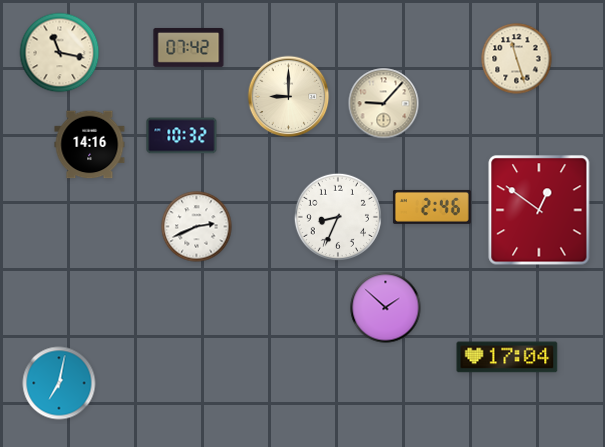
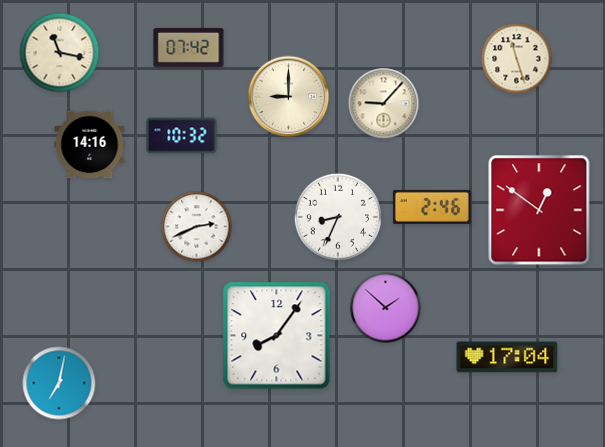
clock at (277, 336): none -> 8:06
